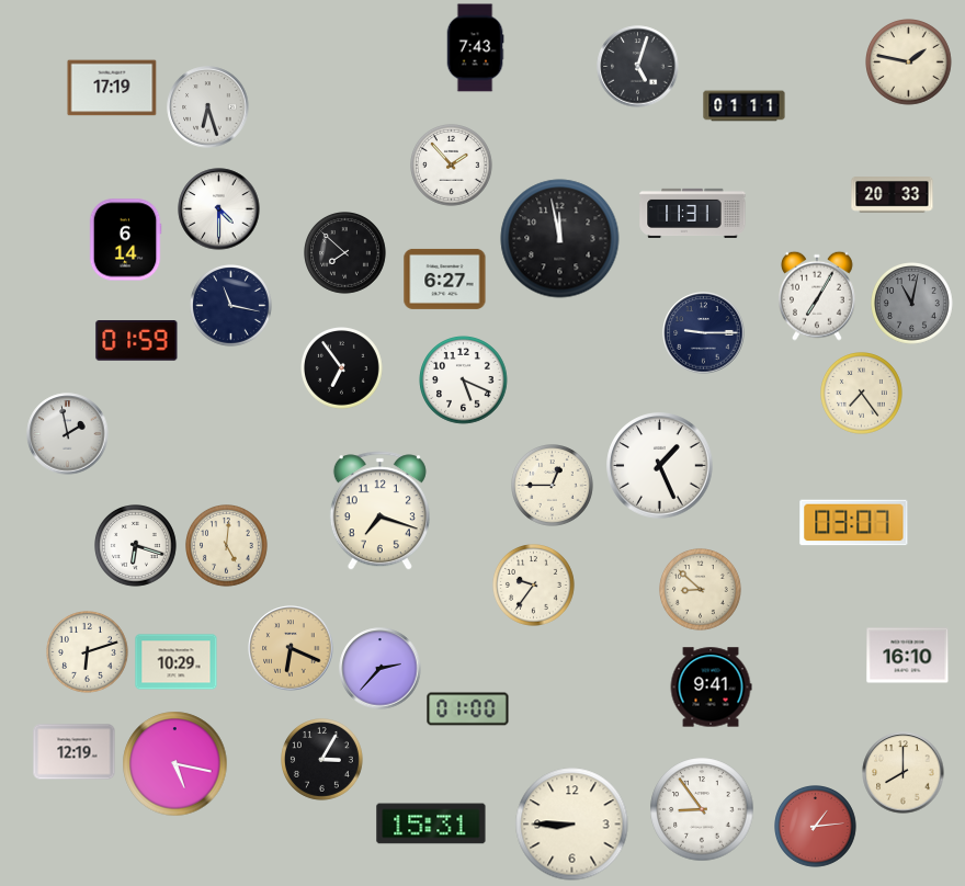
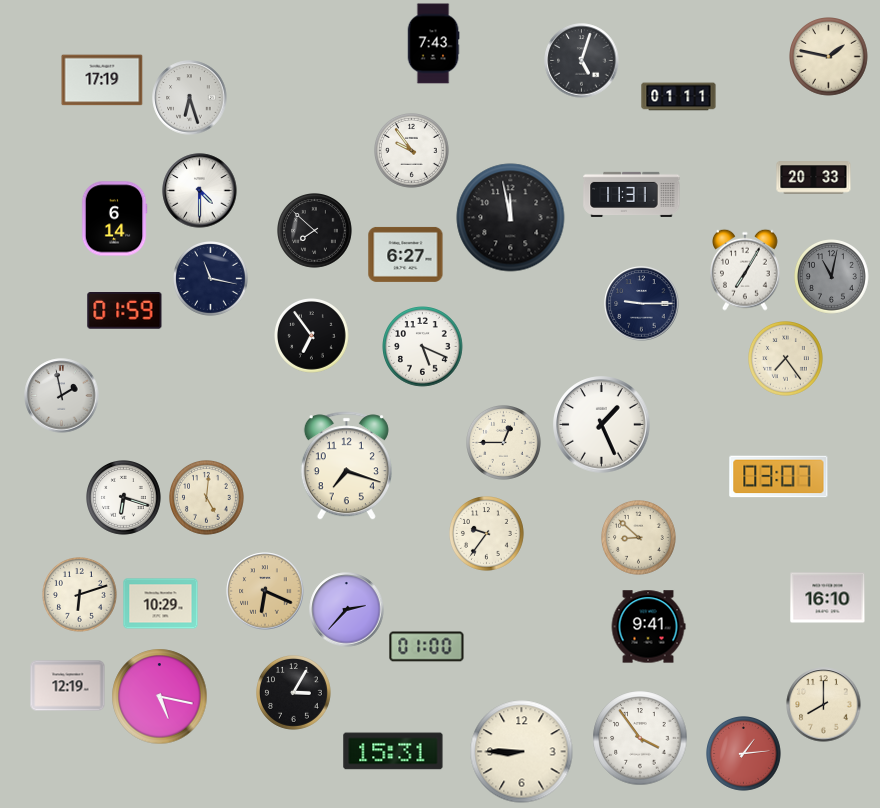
clock at (452, 166): 1:53 -> 9:54
clock at (702, 809): 8:54 -> 3:54
